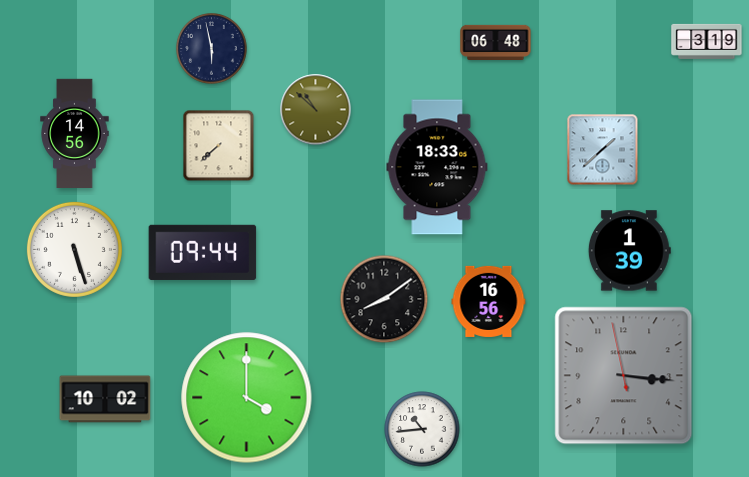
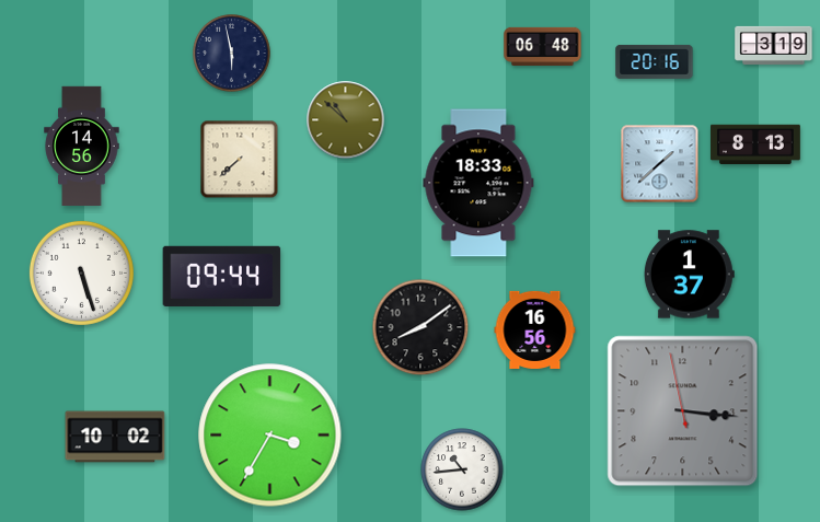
clock at (655, 61): none -> 20:16
clock at (755, 144): none -> 8:13
clock at (629, 251): 1:39 -> 1:37
clock at (247, 398): 4:00 -> 3:35
